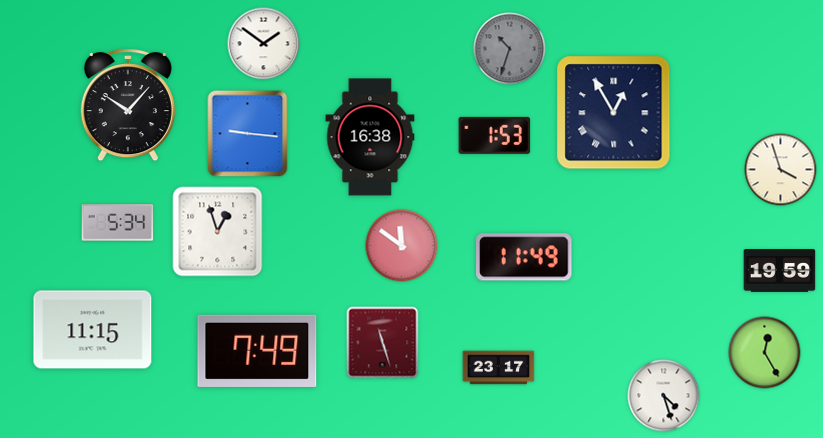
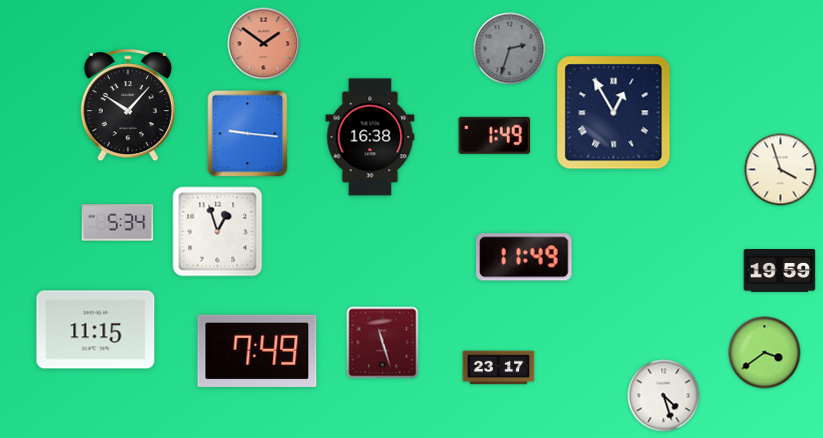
clock at (264, 44) dial: white -> salmon
clock at (510, 49): 10:33 -> 2:33
clock at (495, 135): 1:53 -> 1:49
clock at (402, 246): 11:51 -> none
clock at (93, 330) position: (93, 330) -> (96, 330)
clock at (765, 353): 12:25 -> 3:39
